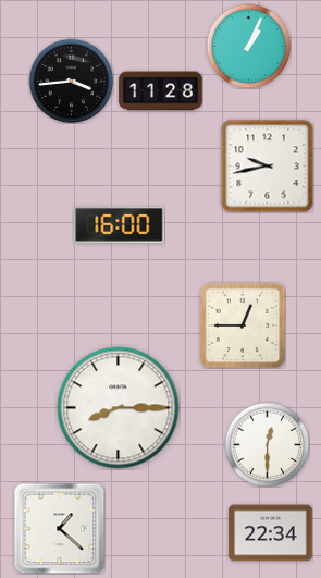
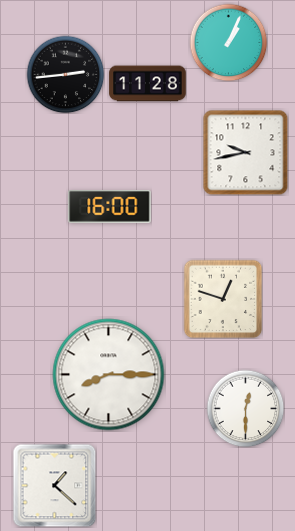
clock at (71, 81): 3:44 -> 2:44
clock at (243, 325): 12:45 -> 12:48
clock at (271, 533): 22:34 -> none
